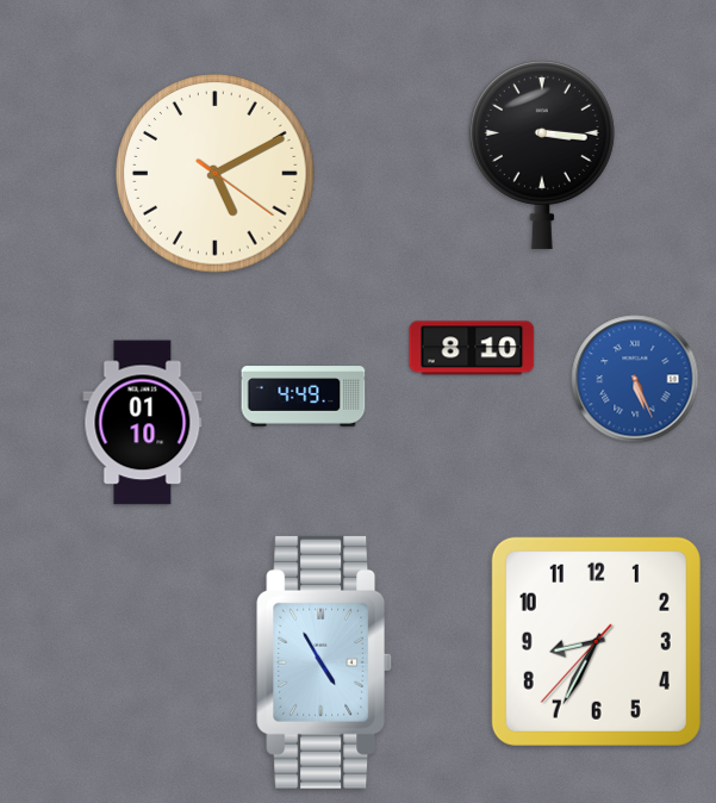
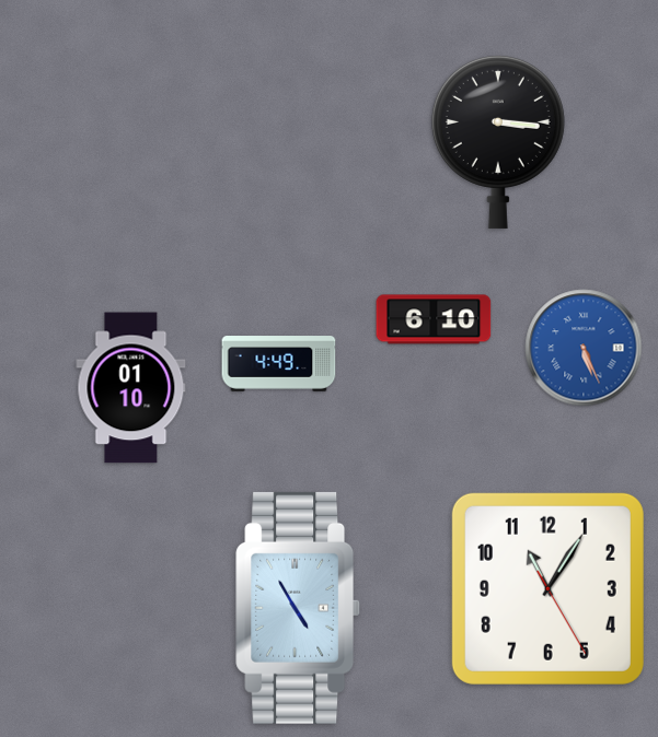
clock at (216, 174): 5:10 -> none
clock at (472, 348): 8:10 -> 6:10
clock at (596, 641): 8:34 -> 11:05
